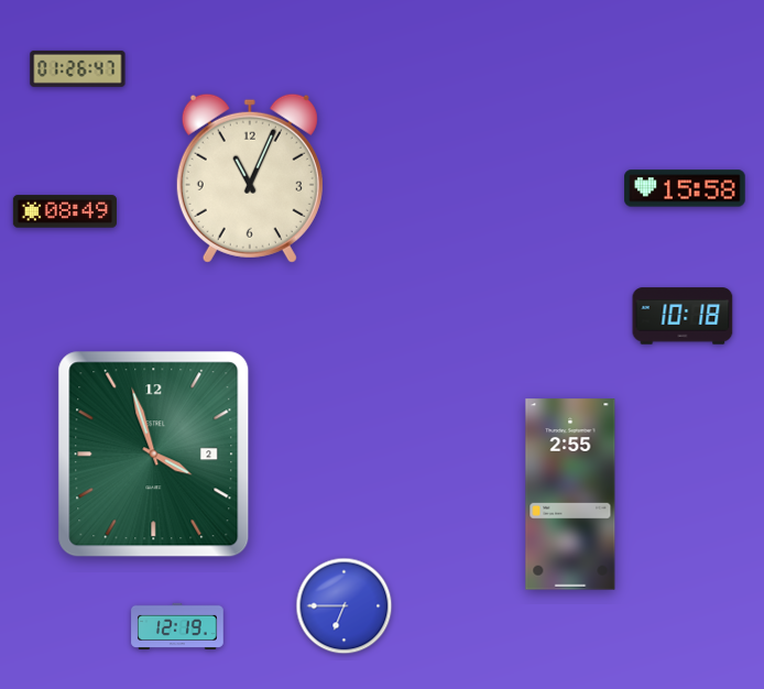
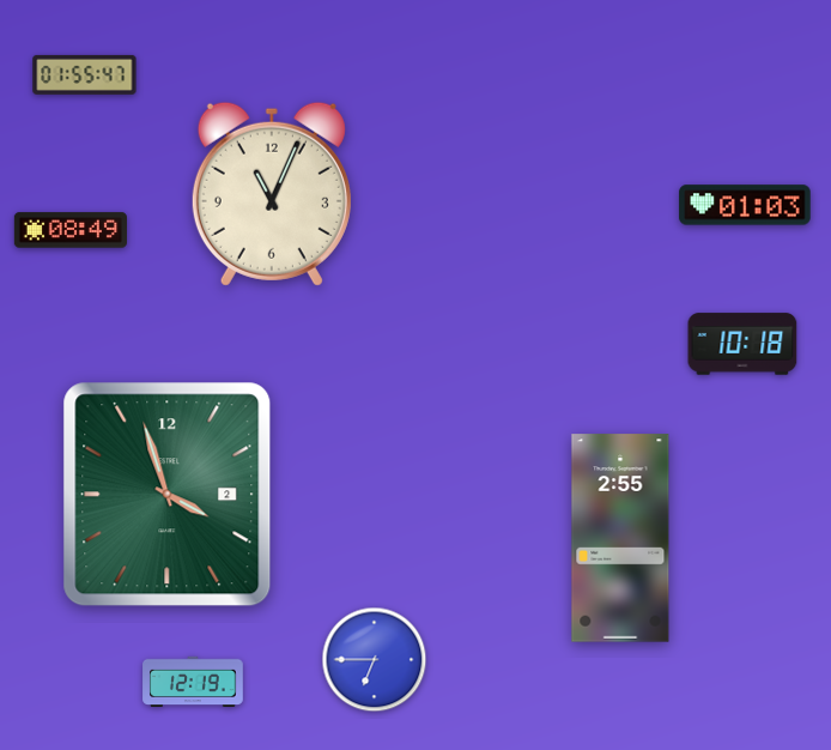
clock at (78, 68): 01:26 -> 01:55
clock at (685, 188): 15:58 -> 01:03
